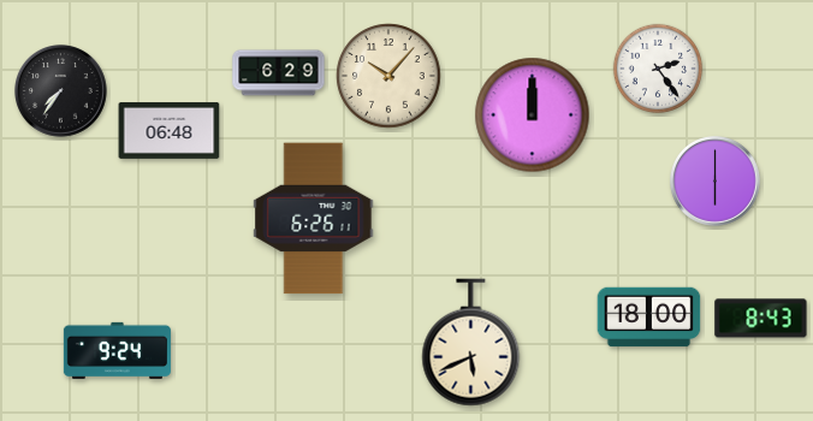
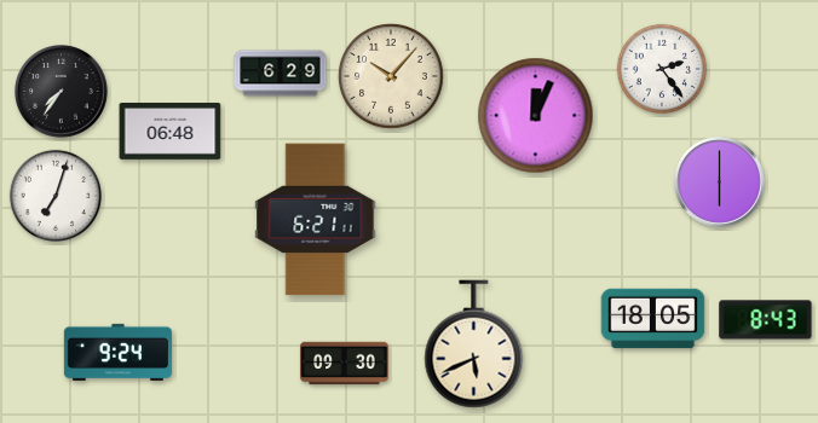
clock at (533, 115): 12:00 -> 12:04
clock at (56, 196): none -> 7:03
clock at (314, 219): 6:26 -> 6:21
clock at (649, 318): 18:00 -> 18:05
clock at (345, 364): none -> 09:30
